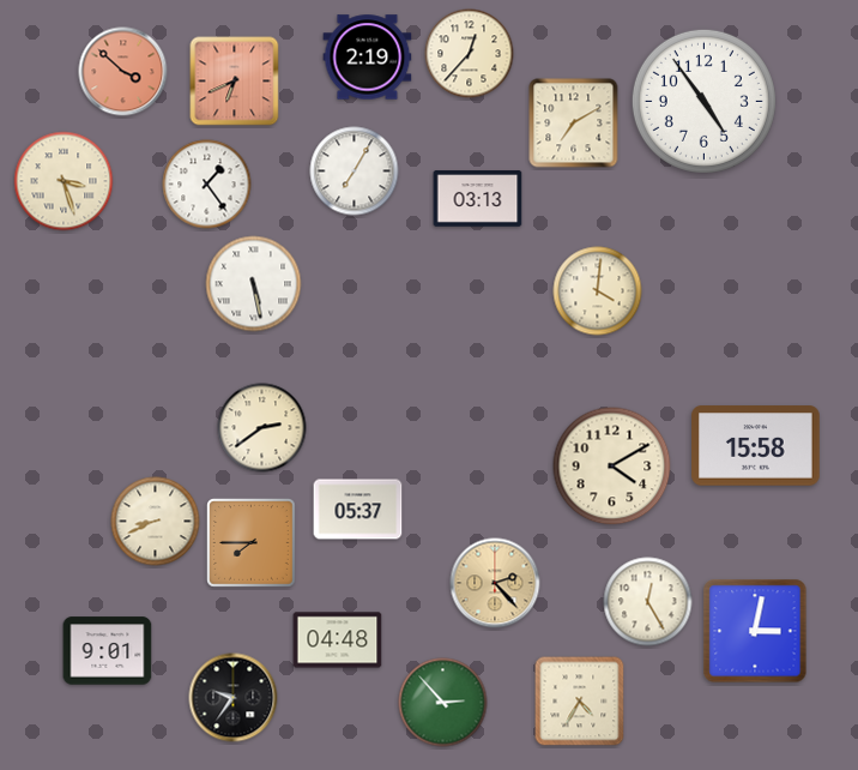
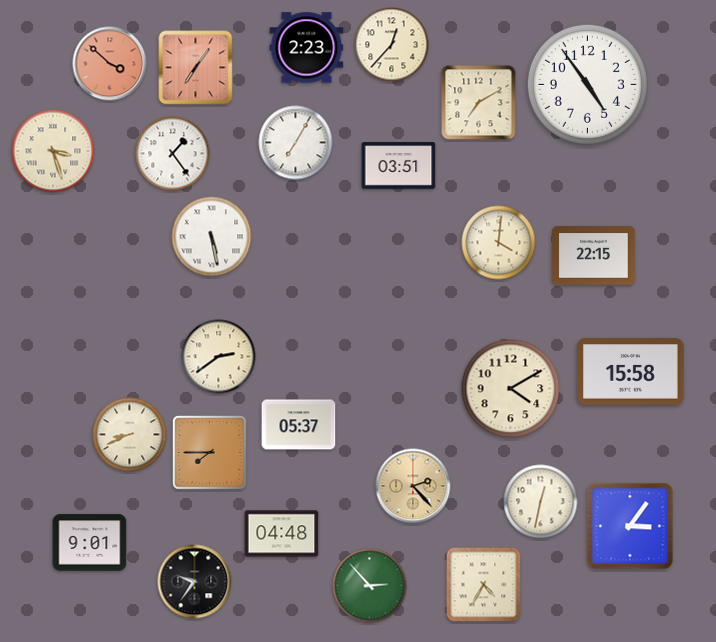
clock at (368, 58): 2:19 -> 2:23
clock at (123, 72) position: (123, 72) -> (110, 64)
clock at (235, 82): 6:41 -> 7:06
clock at (478, 199): 03:13 -> 03:51
clock at (594, 256): none -> 22:15
clock at (648, 602): 12:25 -> 12:32
clock at (755, 631): 3:02 -> 3:06
